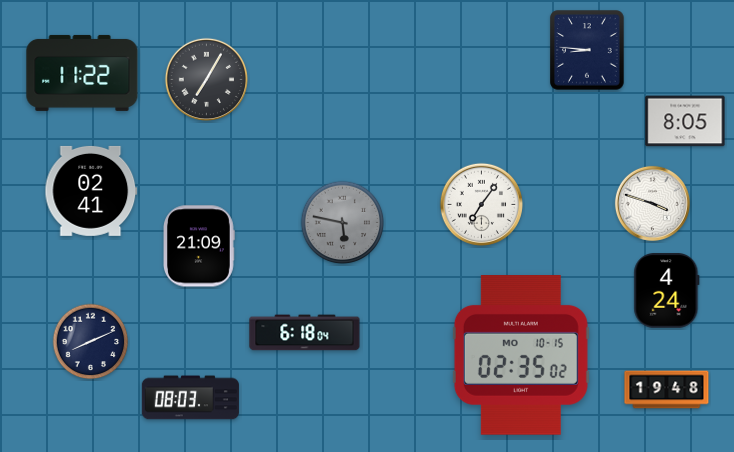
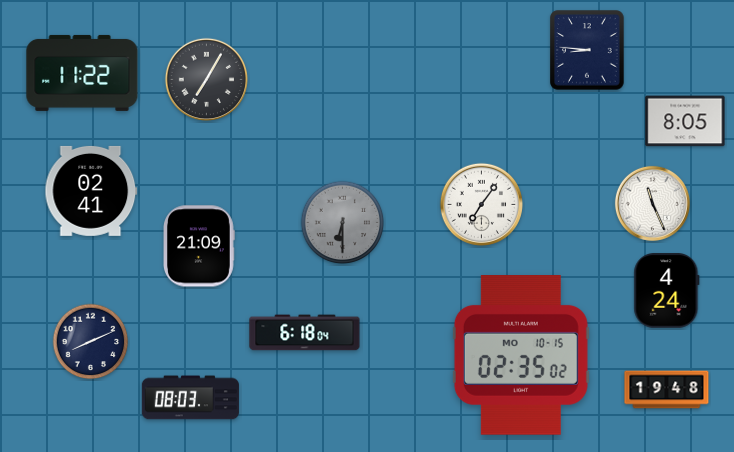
clock at (652, 203): 3:48 -> 11:26
clock at (343, 223): 5:47 -> 6:30
